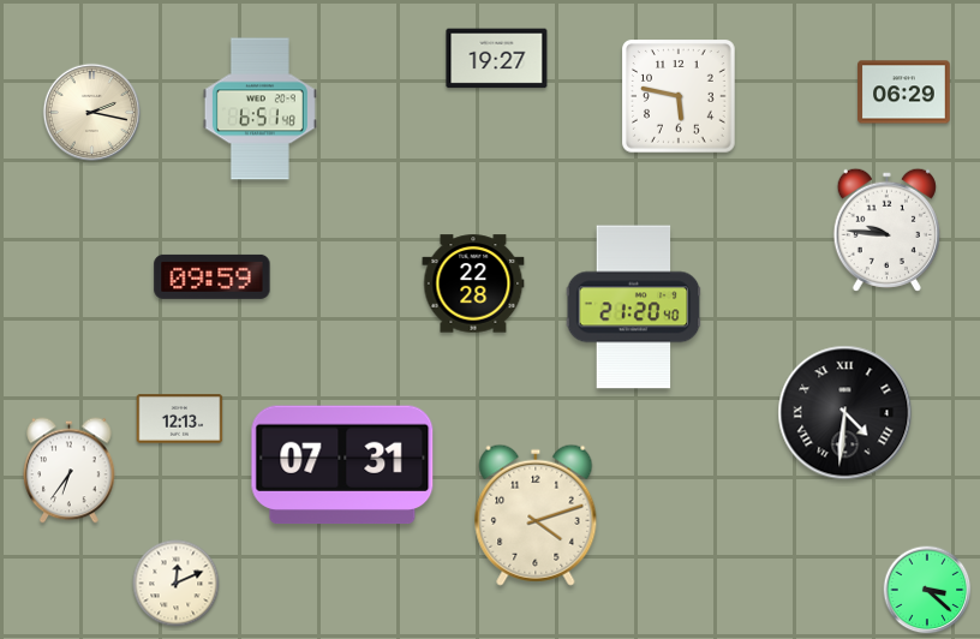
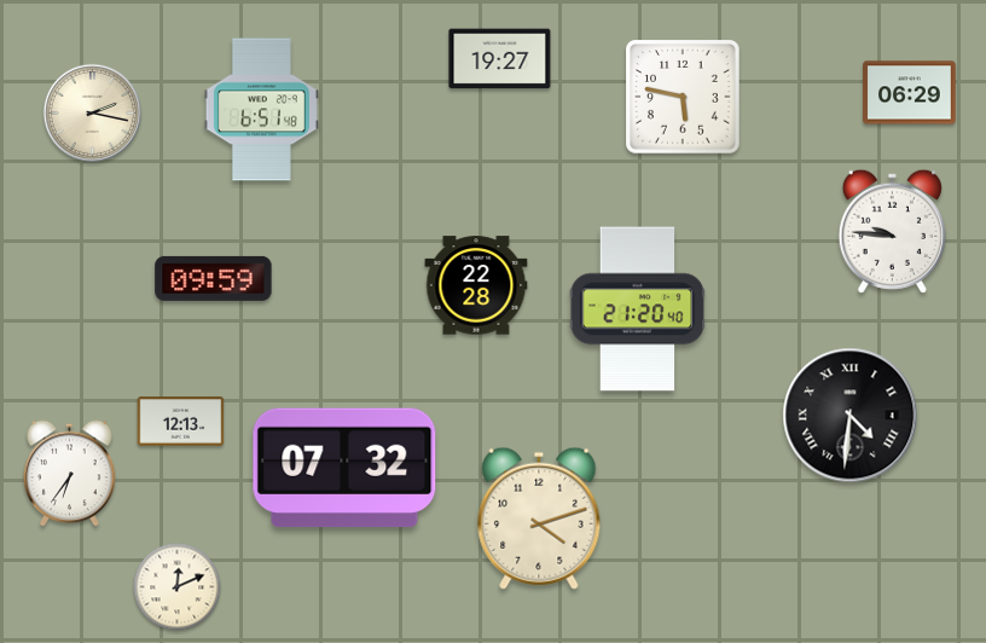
clock at (342, 465): 07:31 -> 07:32
clock at (927, 590): 3:22 -> none
